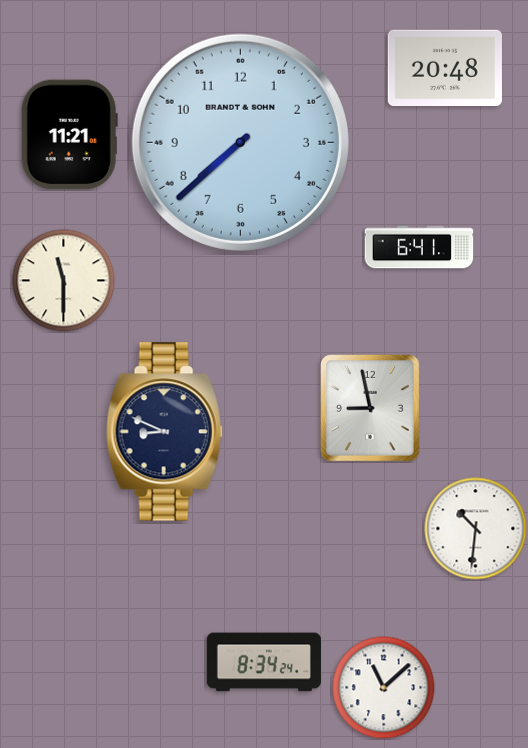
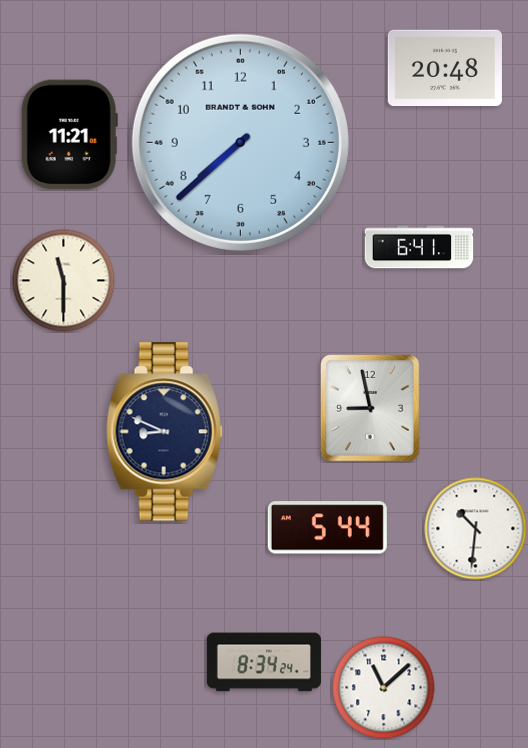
clock at (327, 528): none -> 5:44
